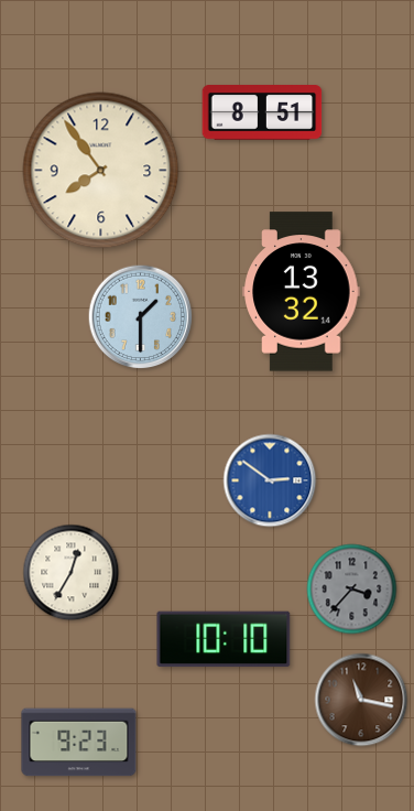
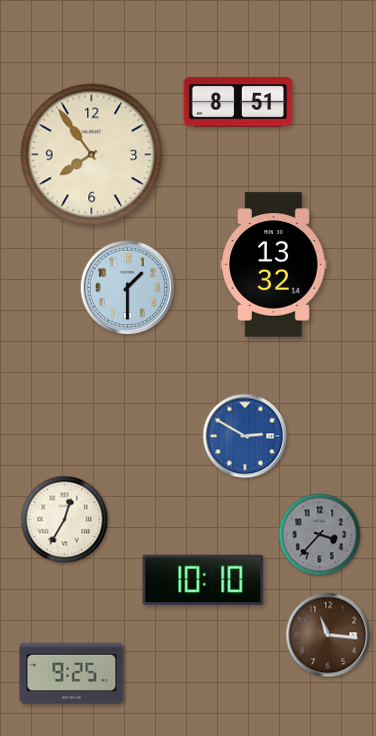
clock at (270, 480): 2:51 -> 2:50
clock at (361, 700): 11:17 -> 11:16
clock at (79, 743): 9:23 -> 9:25
